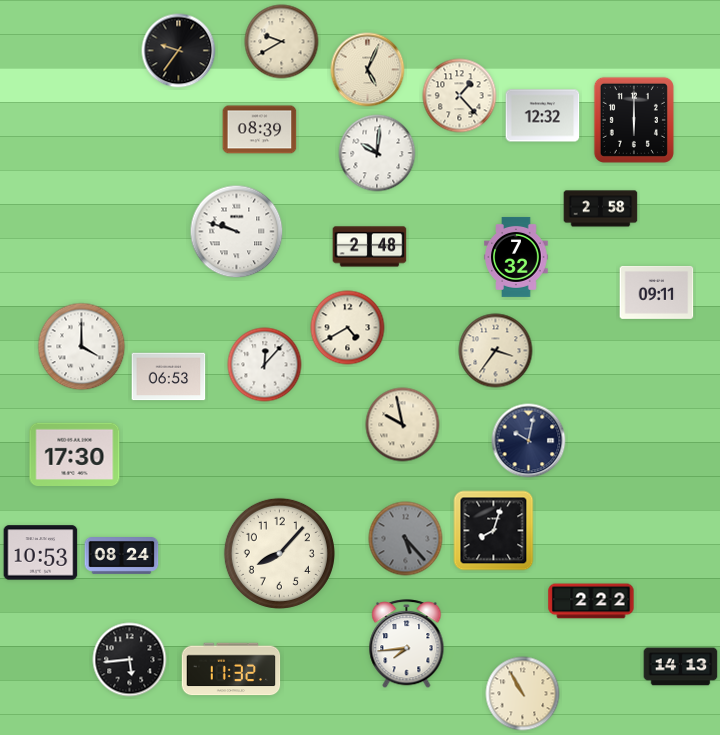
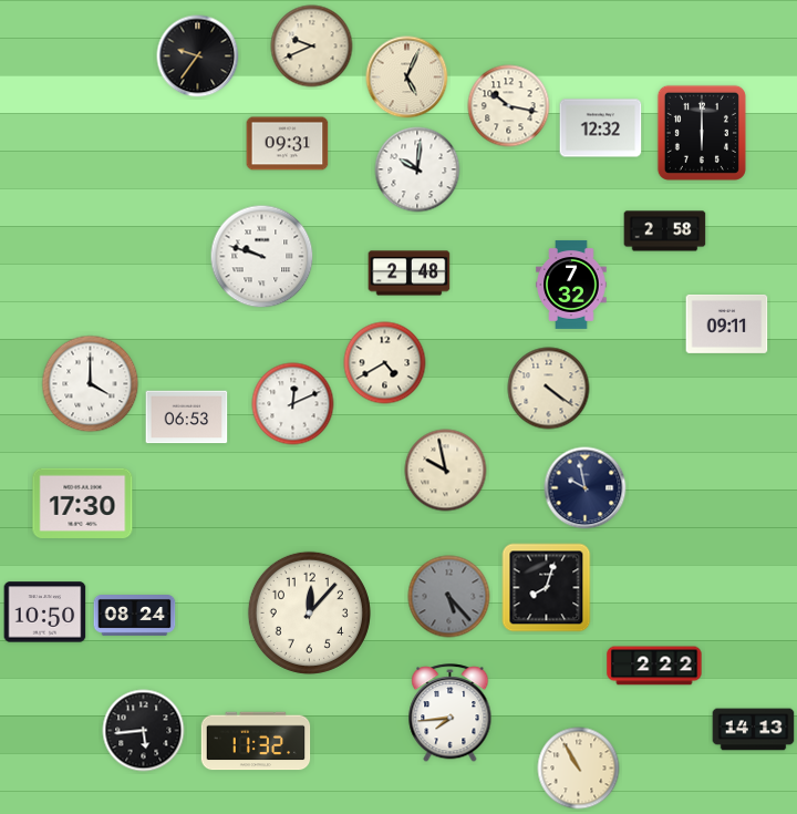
clock at (282, 42): 9:40 -> 9:41
clock at (460, 96): 1:23 -> 10:17
clock at (260, 130): 08:39 -> 09:31
clock at (496, 351): 3:36 -> 4:21
clock at (265, 365): 12:07 -> 12:11
clock at (529, 441): 10:02 -> 9:58
clock at (41, 553): 10:53 -> 10:50
clock at (279, 553): 8:07 -> 12:07
clock at (681, 667) position: (681, 667) -> (754, 730)
